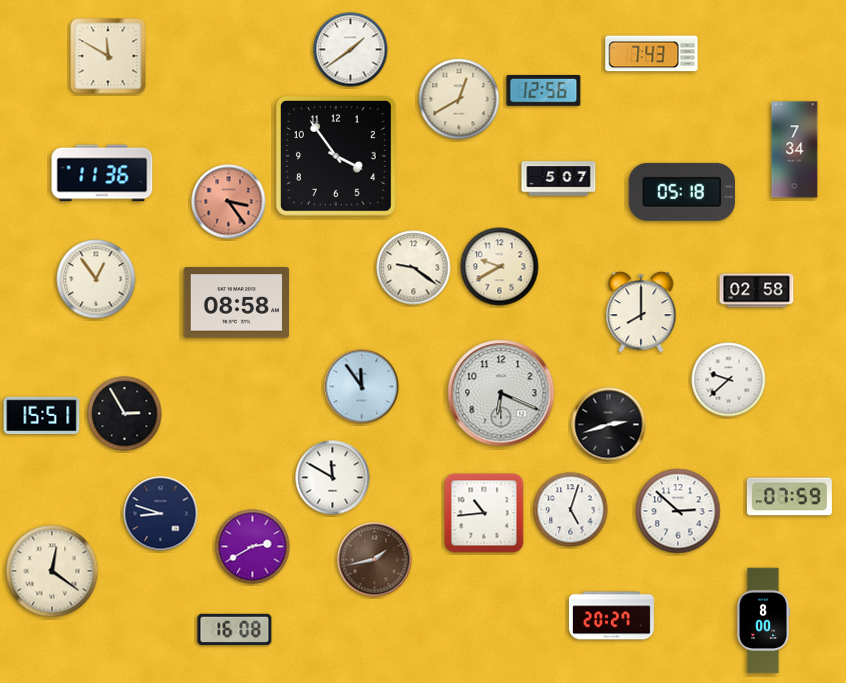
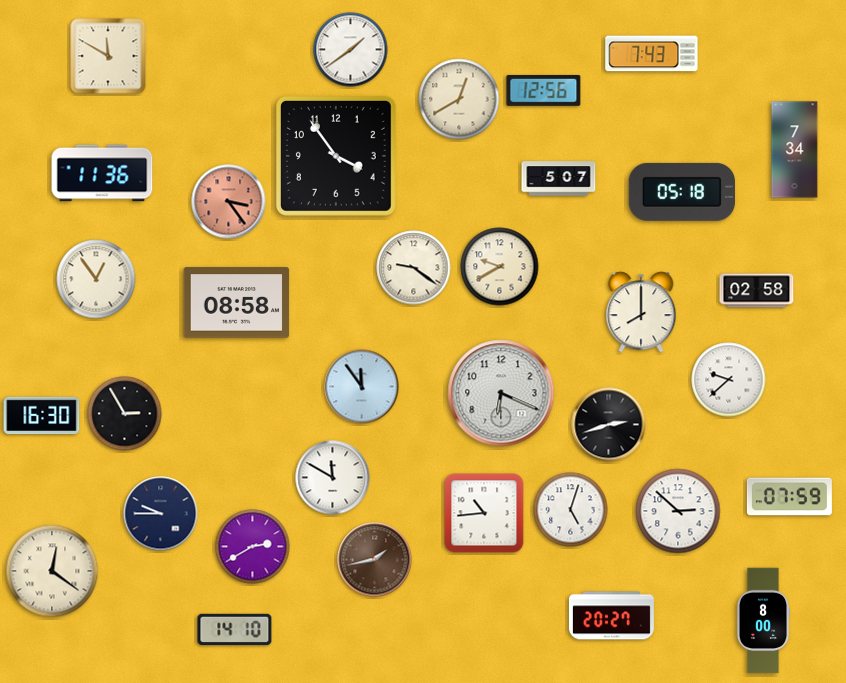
clock at (42, 416): 15:51 -> 16:30
clock at (161, 514): 8:48 -> 9:45
clock at (235, 630): 16:08 -> 14:10
